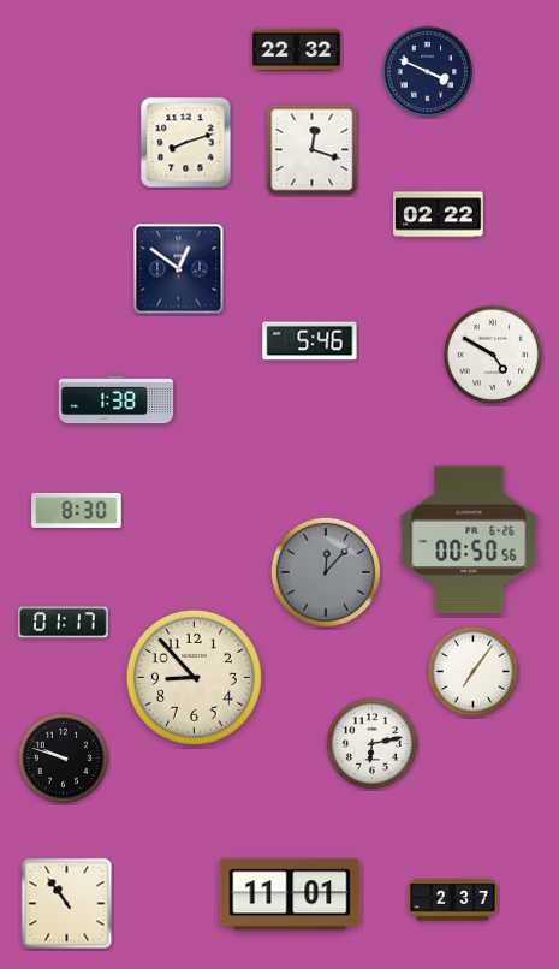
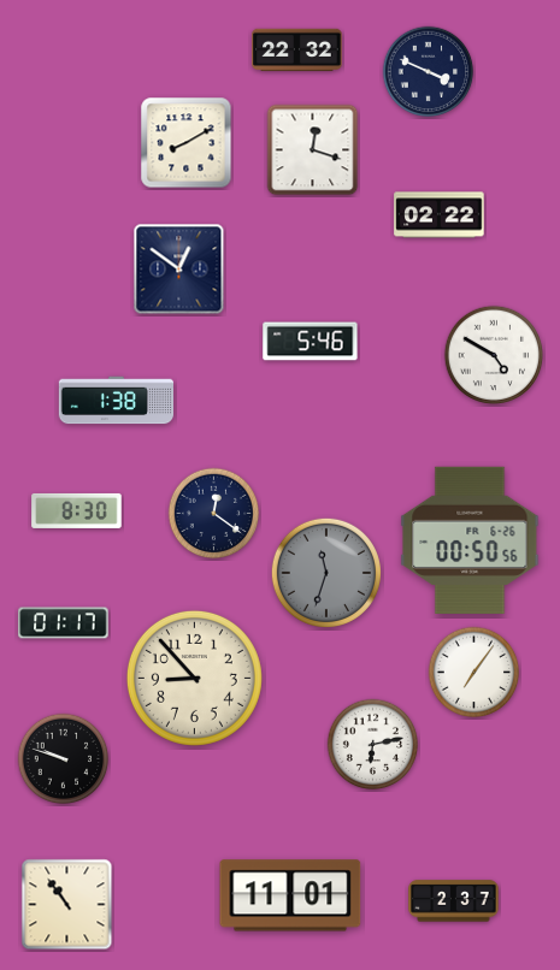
clock at (186, 143): 8:12 -> 8:10
clock at (214, 514): none -> 12:21
clock at (326, 572): 12:07 -> 11:33
